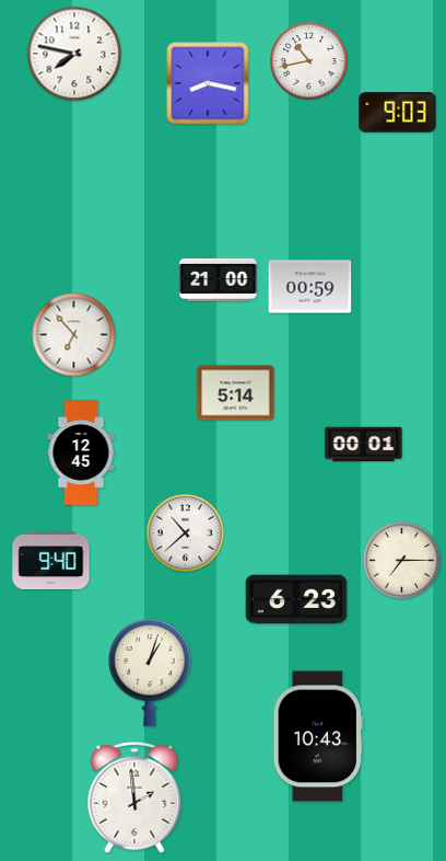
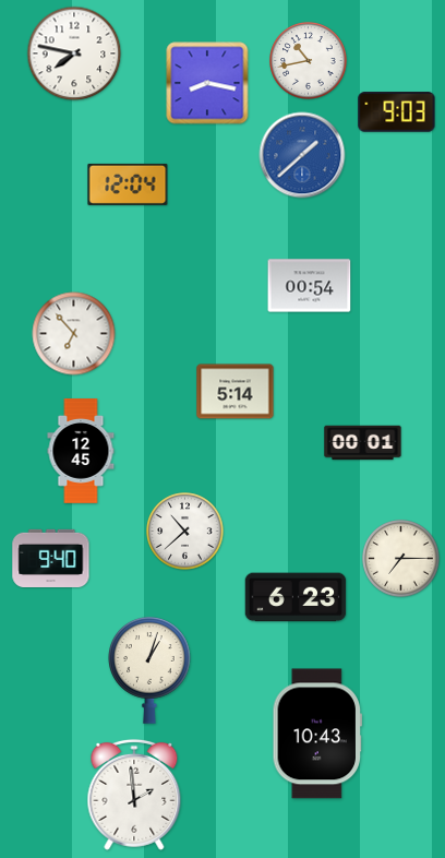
clock at (302, 155): none -> 1:38
clock at (128, 184): none -> 12:04
clock at (219, 279): 21:00 -> none
clock at (310, 287): 00:59 -> 00:54
